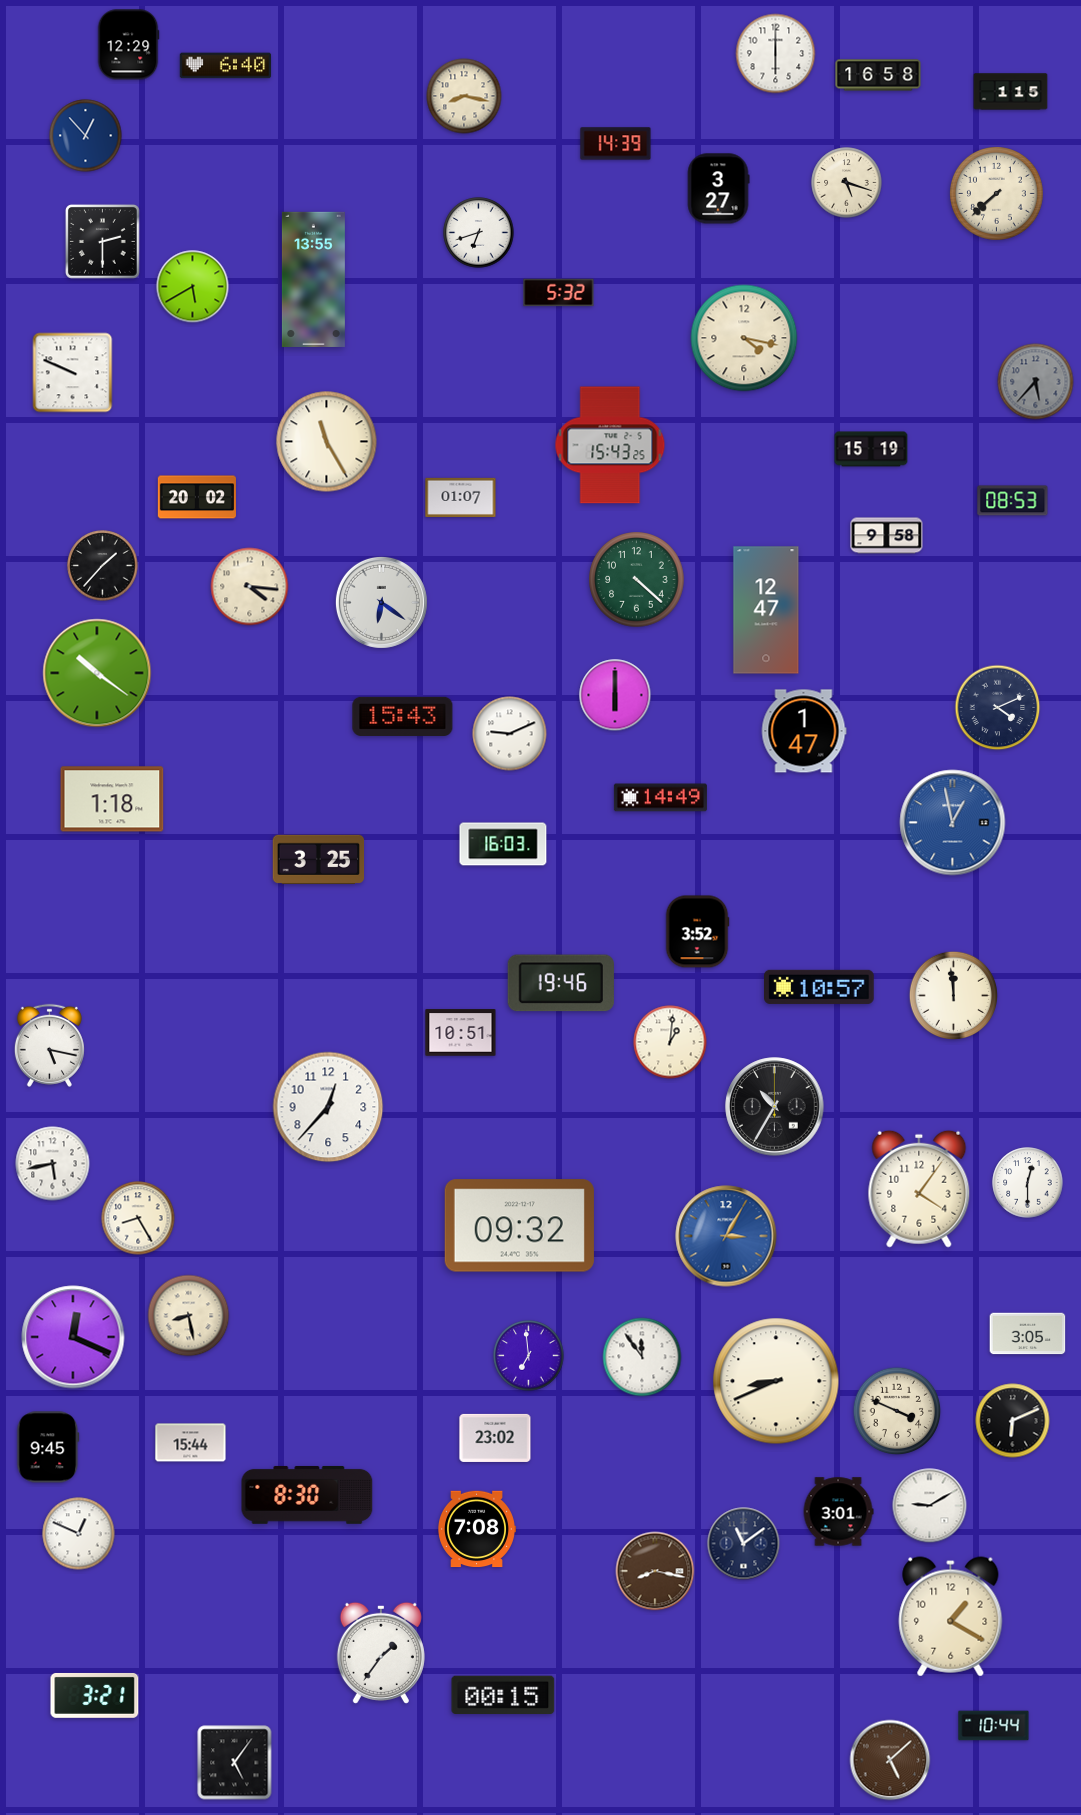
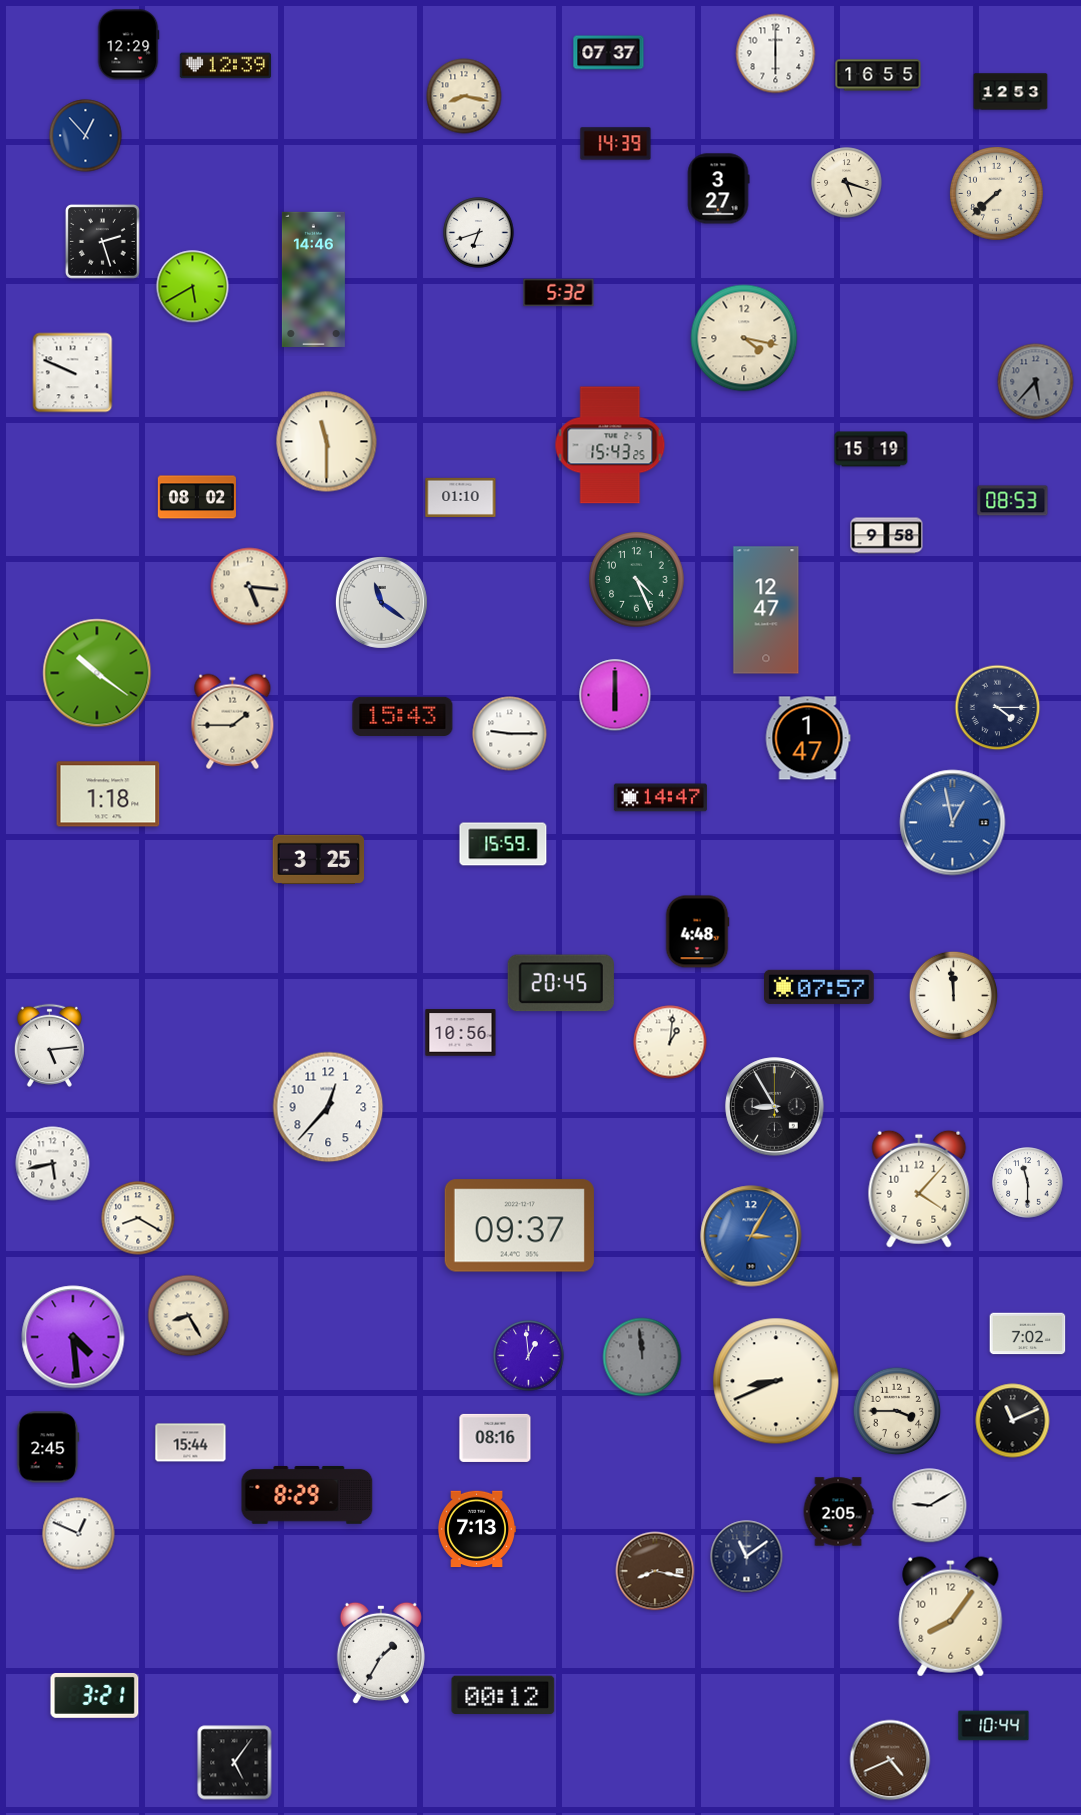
clock at (609, 53): none -> 07:37
clock at (226, 66): 6:40 -> 12:39
clock at (878, 75): 16:58 -> 16:55
clock at (1011, 92): 1:15 -> 12:53
clock at (102, 241): 2:30 -> 2:27
clock at (313, 279): 13:55 -> 14:46
clock at (327, 442): 11:25 -> 11:30
clock at (197, 497): 20:02 -> 08:02
clock at (461, 497): 01:07 -> 01:10
clock at (103, 566): 1:37 -> none
clock at (637, 580): 4:22 -> 4:26
clock at (250, 587): 4:16 -> 5:16
clock at (381, 602): 6:21 -> 11:21
clock at (998, 708): 4:11 -> 4:15
clock at (233, 722): none -> 1:45
clock at (804, 731) position: (804, 731) -> (808, 738)
clock at (510, 734): 9:11 -> 9:15
clock at (660, 798): 14:49 -> 14:47
clock at (112, 799) position: (112, 799) -> (108, 794)
clock at (503, 844): 16:03 -> 15:59
clock at (697, 932): 3:52 -> 4:48
clock at (561, 983): 19:46 -> 20:45
clock at (819, 987): 10:57 -> 07:57
clock at (461, 1033): 10:51 -> 10:56
clock at (49, 1045): 5:17 -> 5:14
clock at (775, 1107): 10:35 -> 8:55
clock at (1028, 1183): 12:30 -> 11:30
clock at (919, 1189): 4:06 -> 4:07
clock at (138, 1218): 8:25 -> 8:20
clock at (519, 1226): 09:32 -> 09:37
clock at (726, 1236) position: (726, 1236) -> (751, 1236)
clock at (189, 1316): 8:28 -> 8:25
clock at (1028, 1334): 3:05 -> 7:02
clock at (73, 1337): 12:19 -> 4:29
clock at (529, 1356): 6:59 -> 12:59
clock at (642, 1357): 11:54 -> 11:59
clock at (642, 1357) dial: white -> grey
clock at (897, 1411): 3:49 -> 3:45
clock at (1013, 1421): 6:11 -> 11:11
clock at (495, 1438): 23:02 -> 08:16
clock at (48, 1447): 9:45 -> 2:45
clock at (307, 1495): 8:30 -> 8:29
clock at (838, 1512): 3:01 -> 2:05
clock at (477, 1529): 7:08 -> 7:13
clock at (744, 1544) position: (744, 1544) -> (747, 1557)
clock at (951, 1617): 1:20 -> 8:06
clock at (381, 1653): 1:36 -> 1:35
clock at (503, 1694): 00:15 -> 00:12
clock at (890, 1760): 5:08 -> 4:41
